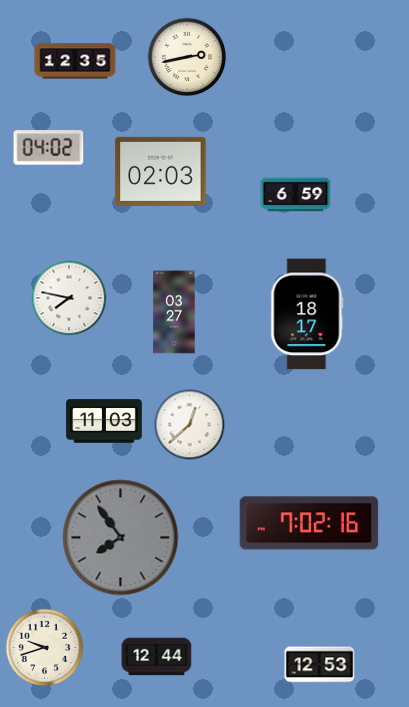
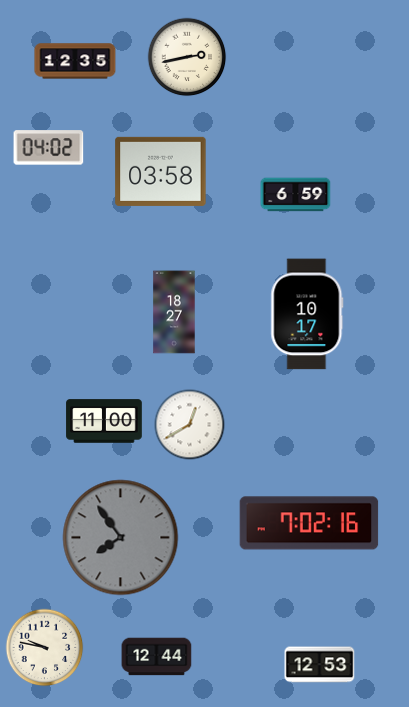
clock at (161, 171): 02:03 -> 03:58
clock at (69, 298): 7:47 -> none
clock at (174, 312): 03:27 -> 18:27
clock at (307, 314): 18:17 -> 10:17
clock at (104, 421): 11:03 -> 11:00
clock at (190, 425): 12:38 -> 12:40
clock at (45, 648): 9:42 -> 9:47
